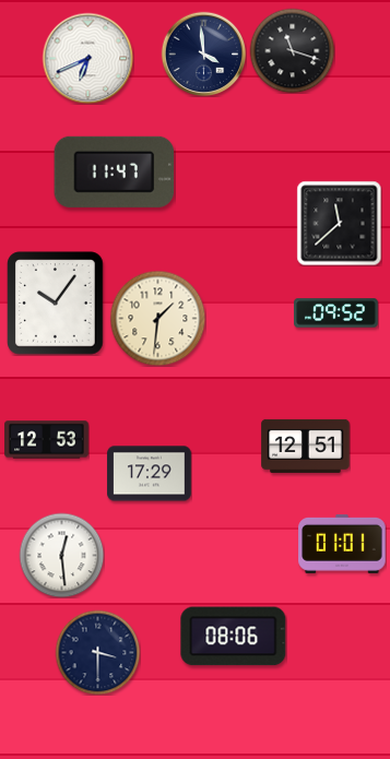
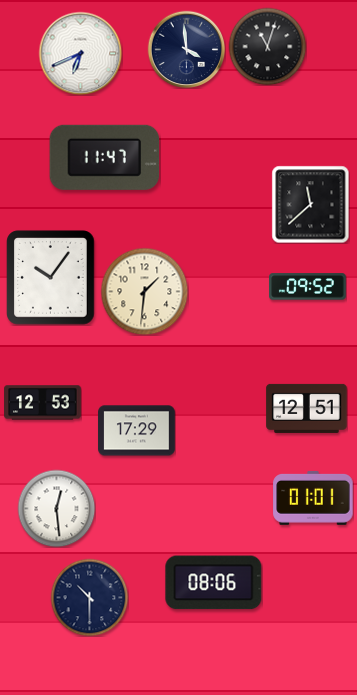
clock at (292, 50): 11:18 -> 11:03
clock at (306, 446) position: (306, 446) -> (307, 408)
clock at (150, 474) position: (150, 474) -> (137, 431)
clock at (97, 652): 3:30 -> 10:30
